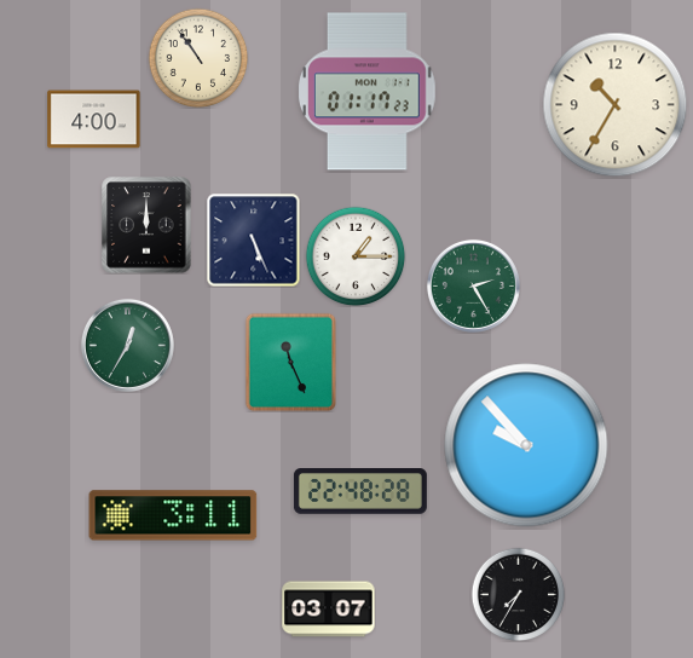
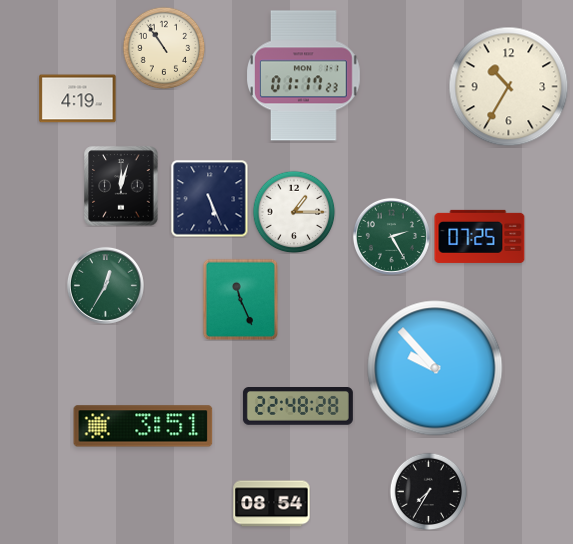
clock at (94, 120): 4:00 -> 4:19
clock at (146, 225): 12:00 -> 12:03
clock at (480, 236): none -> 07:25
clock at (173, 515): 3:11 -> 3:51
clock at (329, 610): 03:07 -> 08:54
